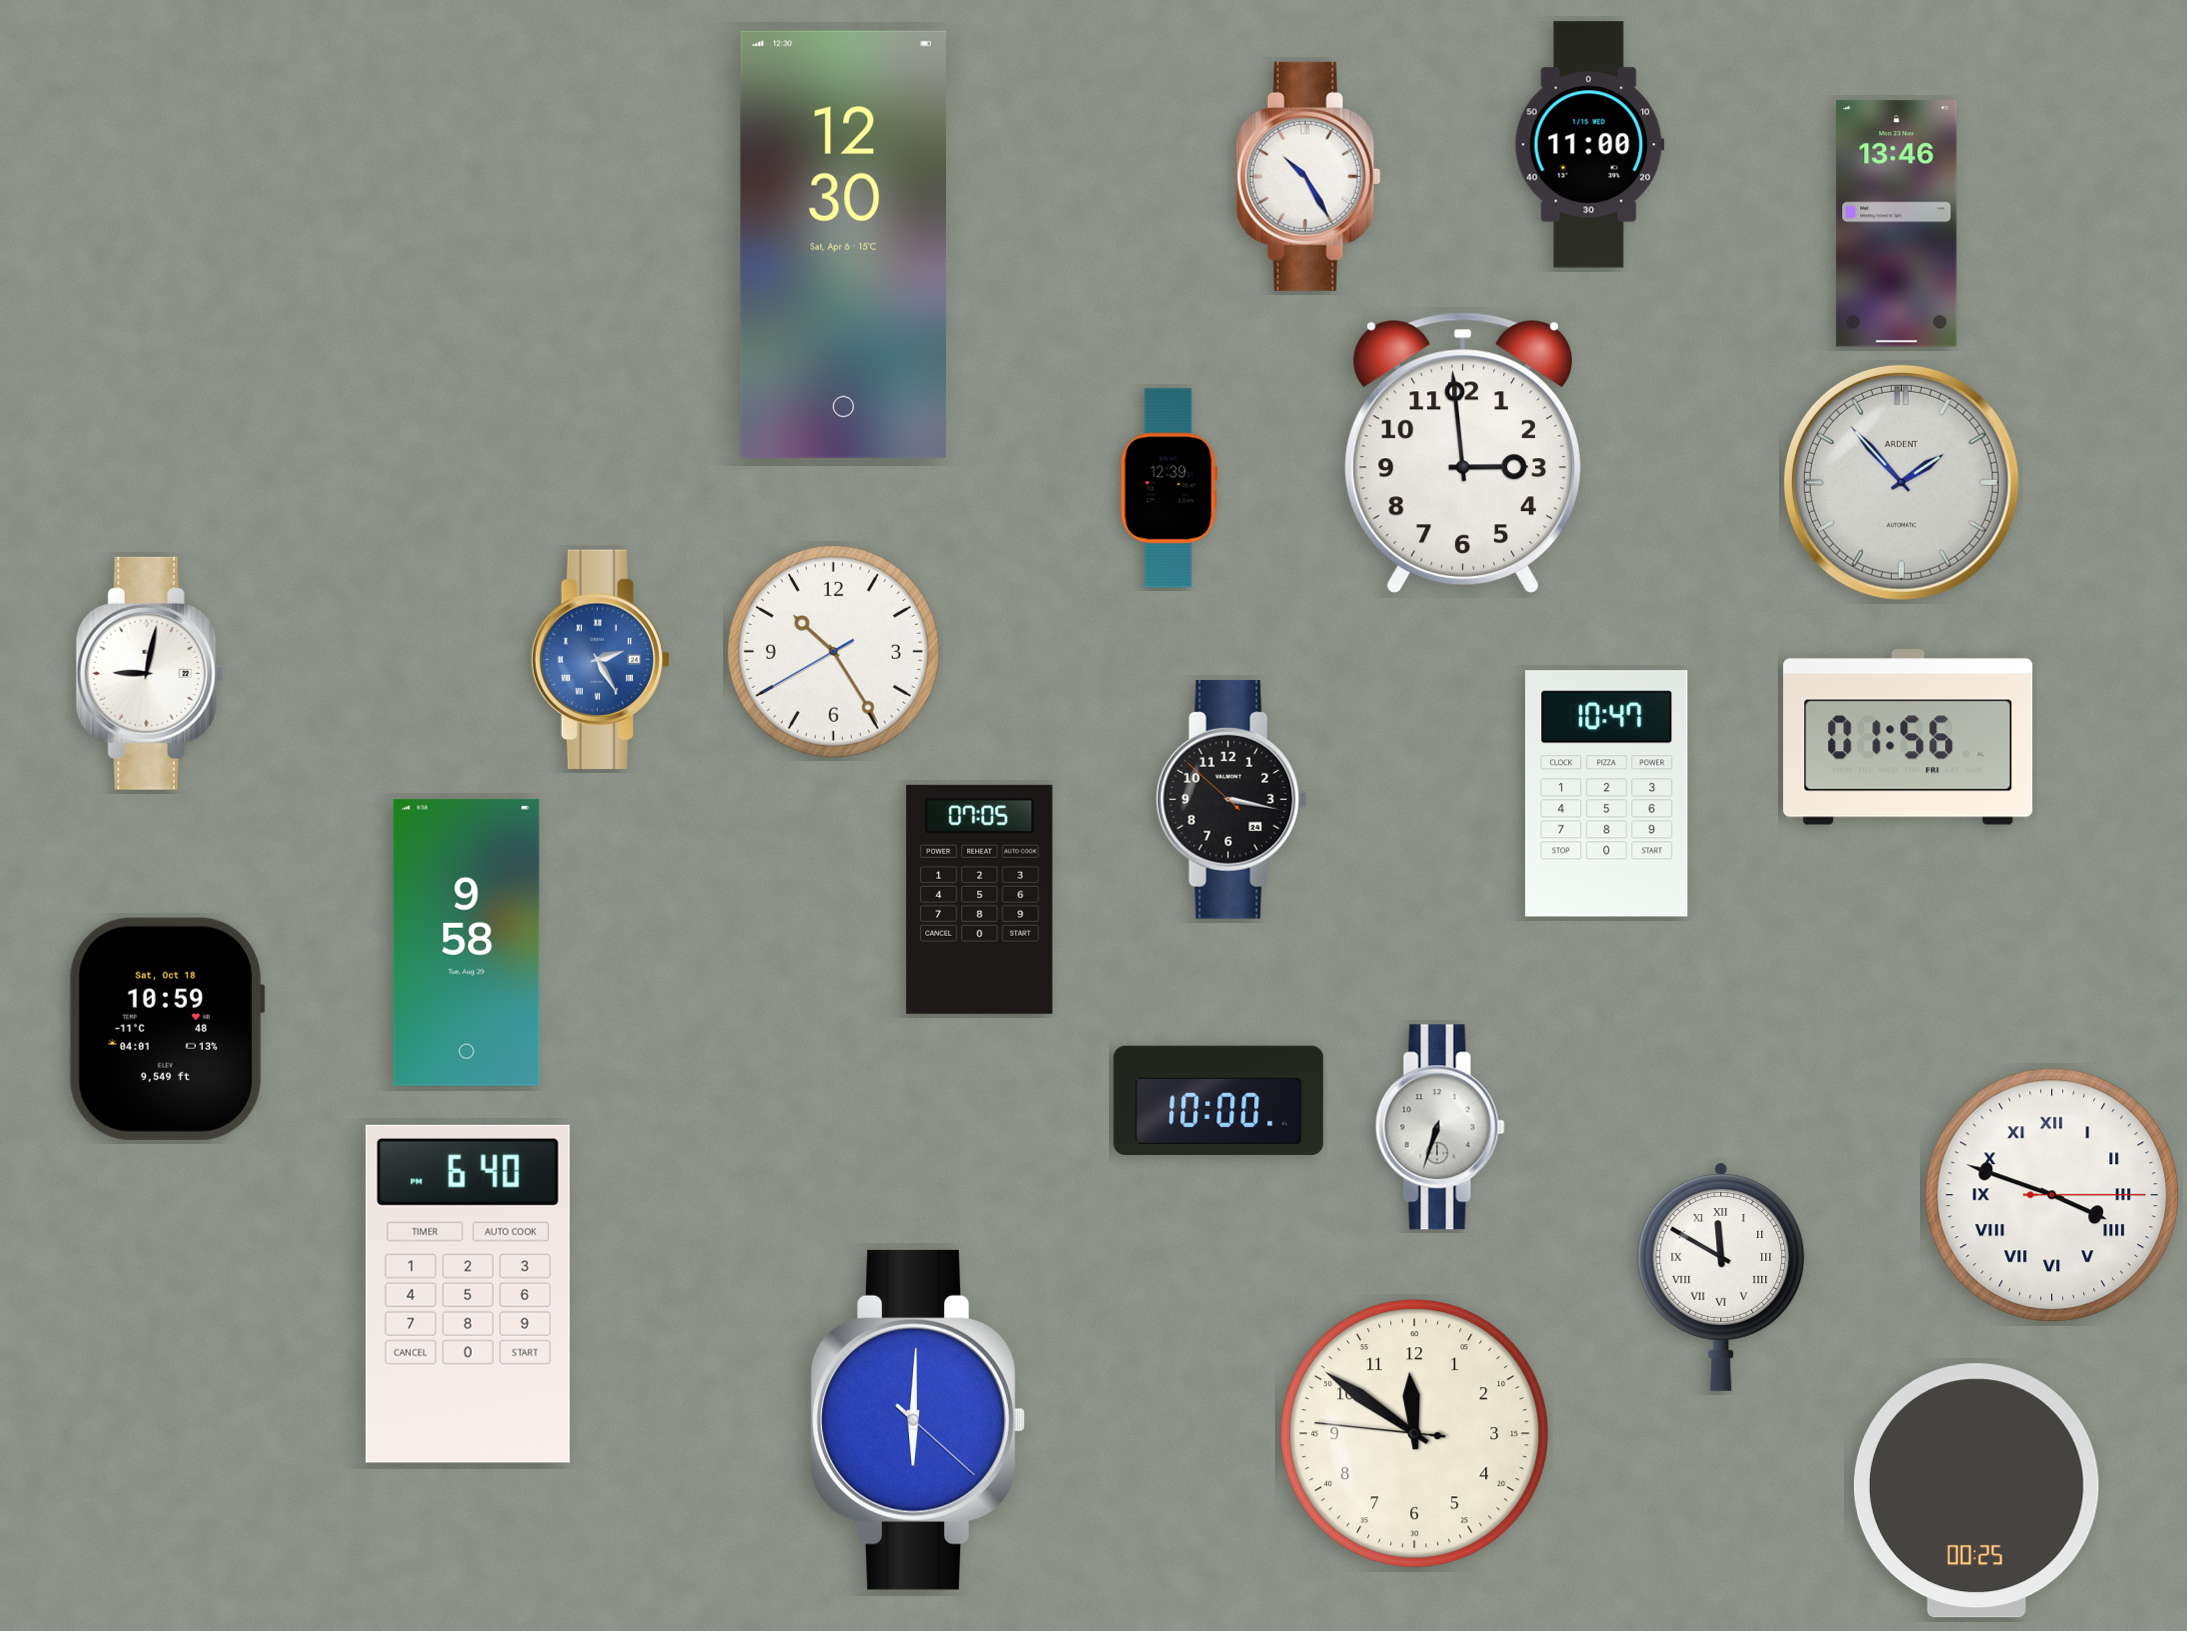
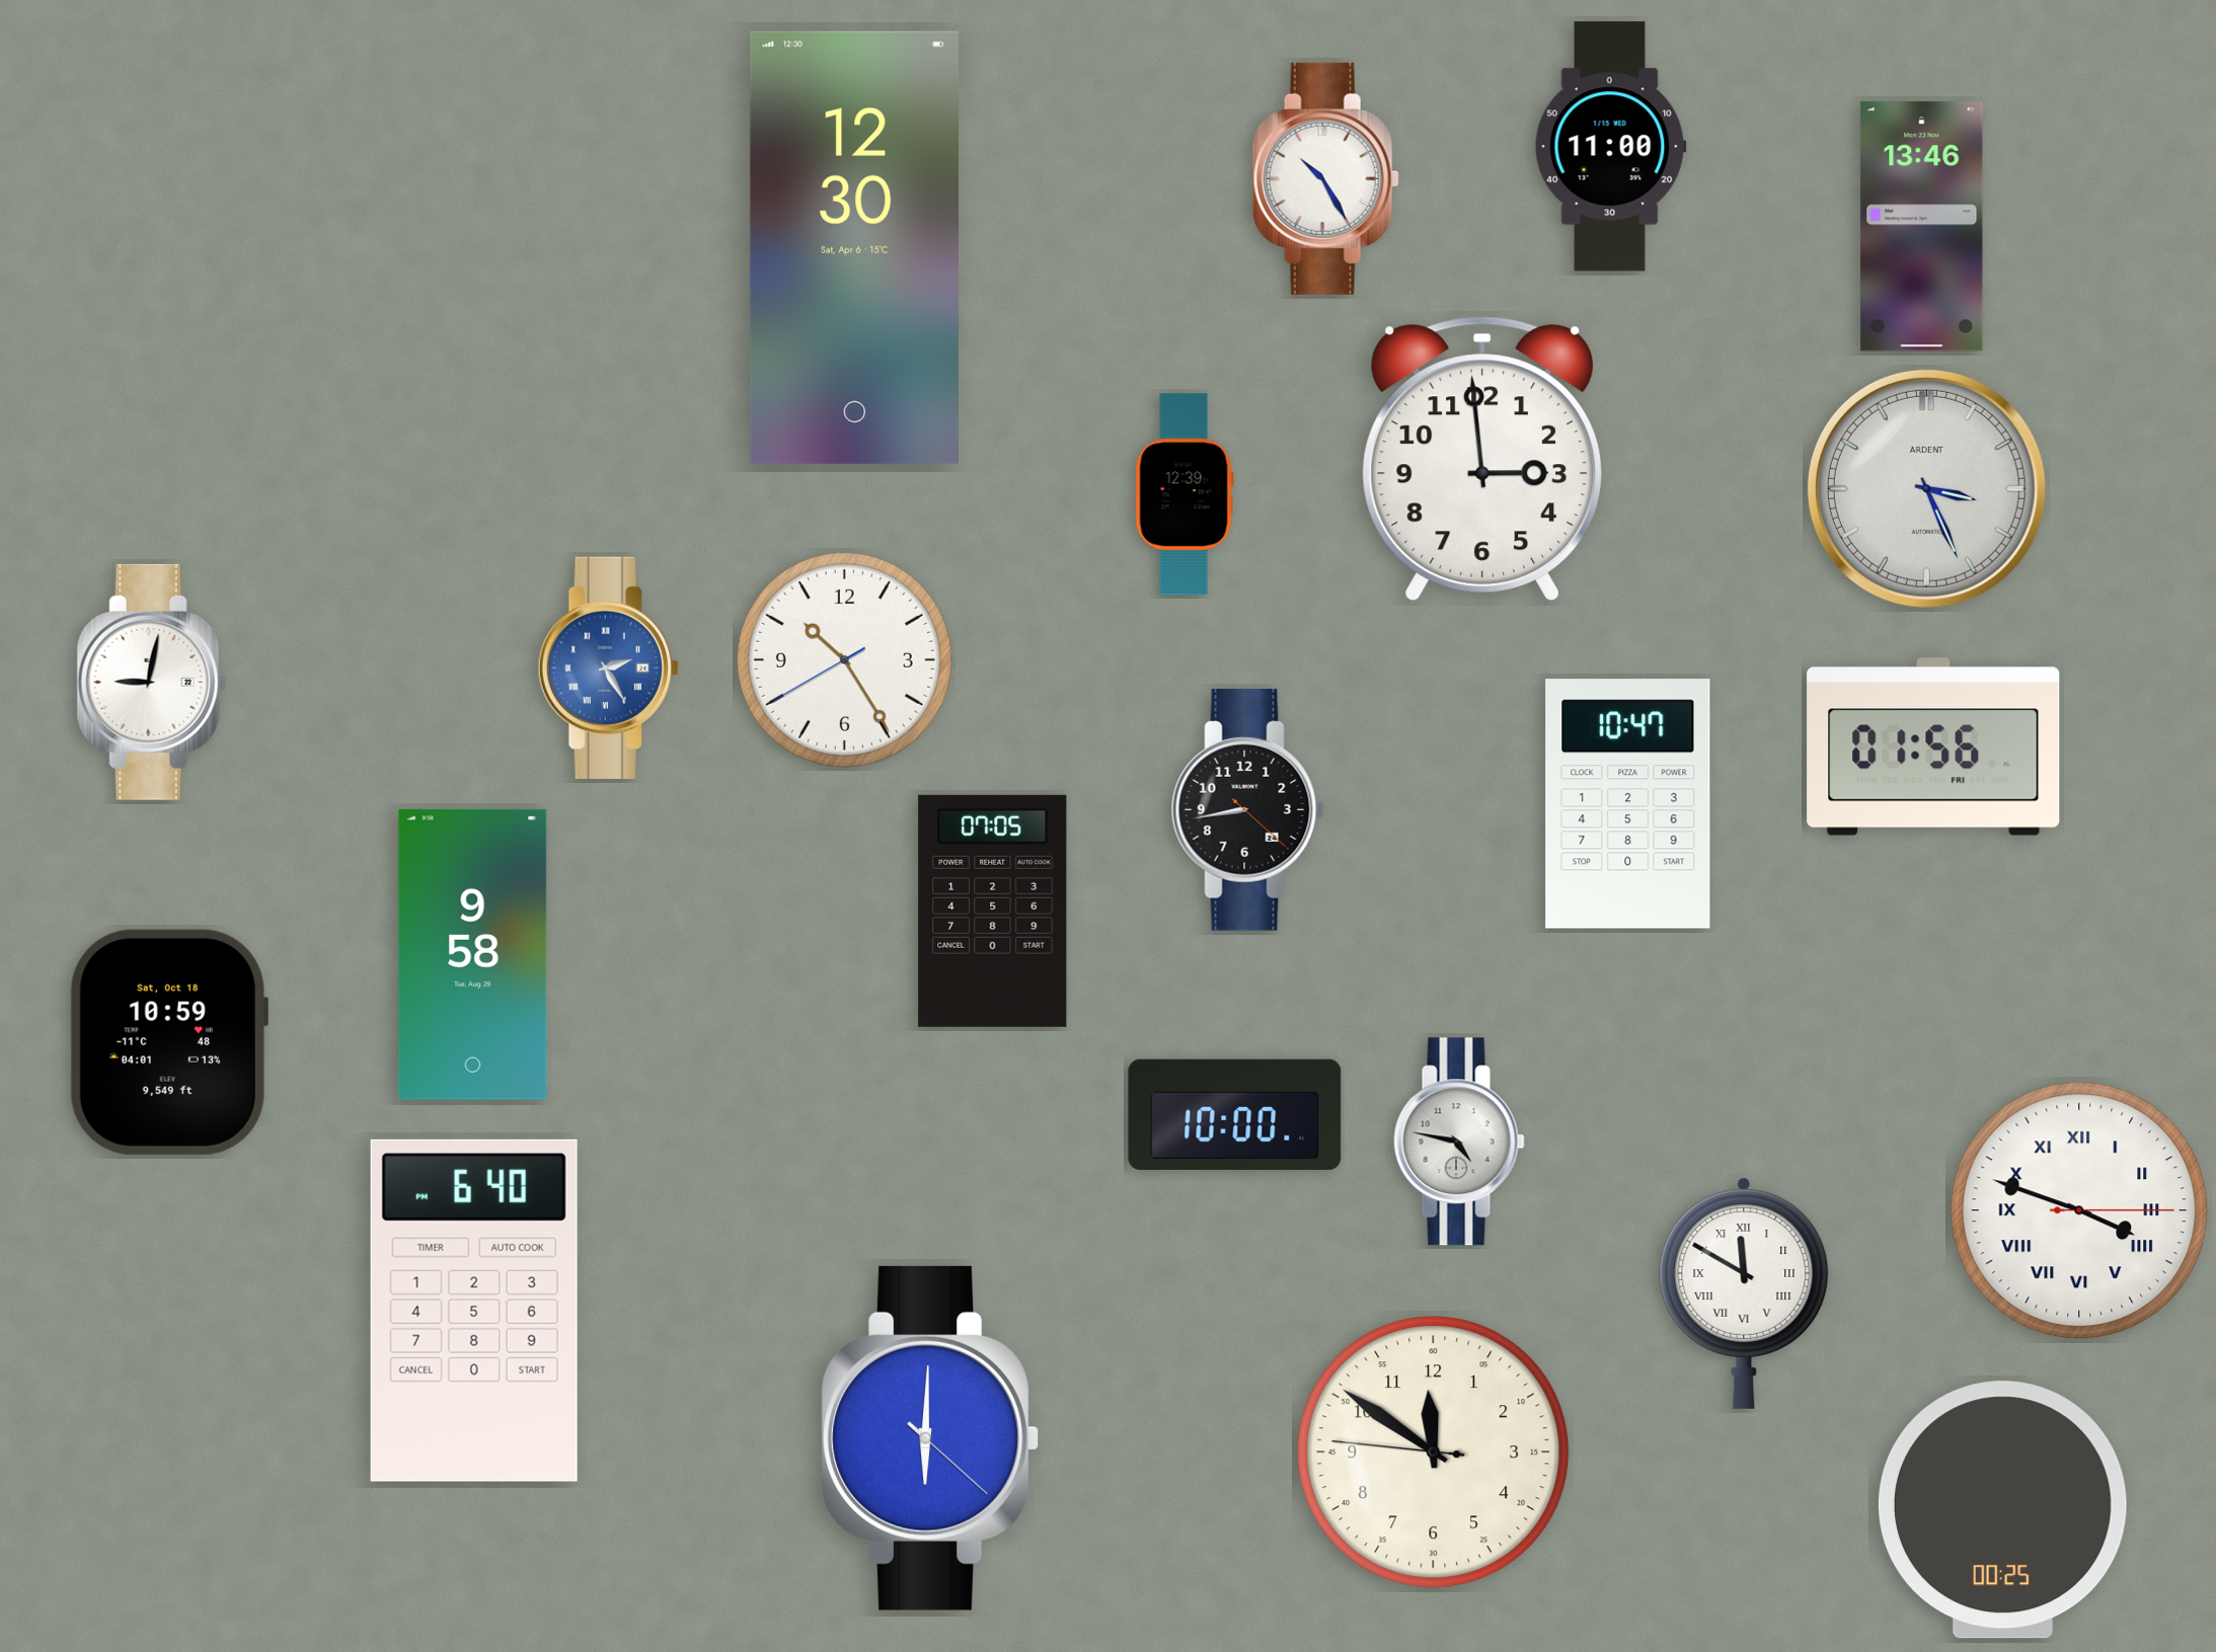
clock at (1901, 482): 1:53 -> 3:26
clock at (1231, 799): 3:16 -> 8:43
clock at (1440, 1127): 6:33 -> 4:47
